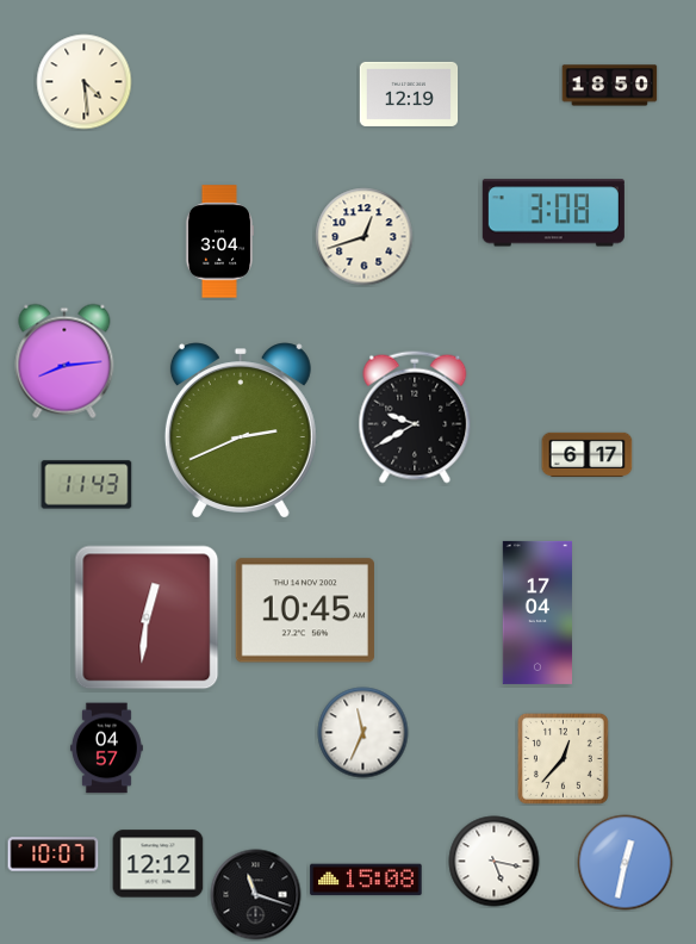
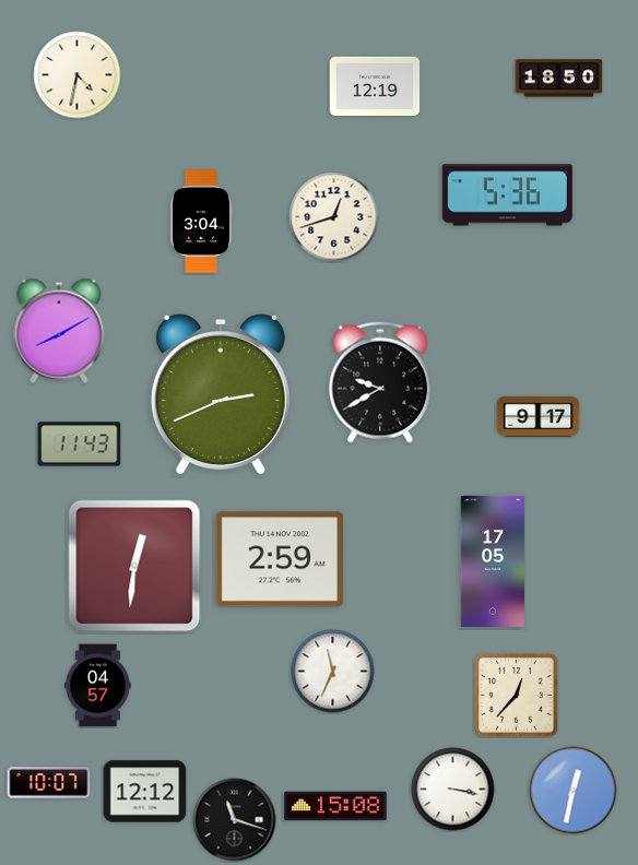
clock at (85, 82): 4:29 -> 4:32
clock at (553, 213): 3:08 -> 5:36
clock at (64, 361): 8:14 -> 8:10
clock at (588, 455): 6:17 -> 9:17
clock at (305, 610): 10:45 -> 2:59
clock at (536, 613): 17:04 -> 17:05
clock at (495, 862): 5:17 -> 3:17
